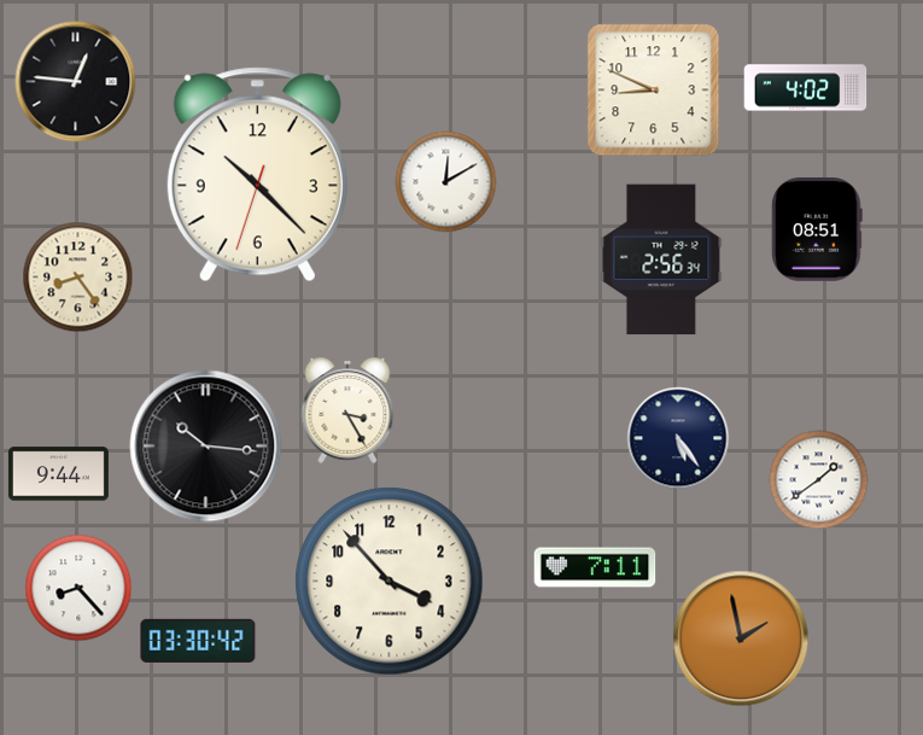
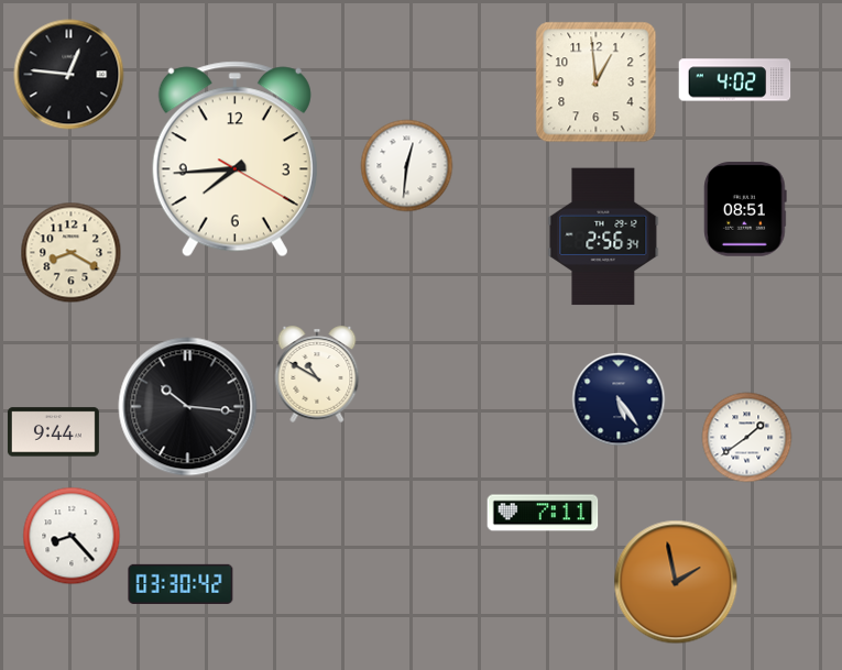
clock at (654, 91): 8:49 -> 12:59
clock at (257, 175): 10:22 -> 7:44
clock at (446, 182): 12:10 -> 12:31
clock at (78, 278): 8:24 -> 8:20
clock at (347, 410): 3:25 -> 10:50
clock at (595, 567) position: (595, 567) -> (543, 513)
clock at (390, 582): 3:53 -> none
